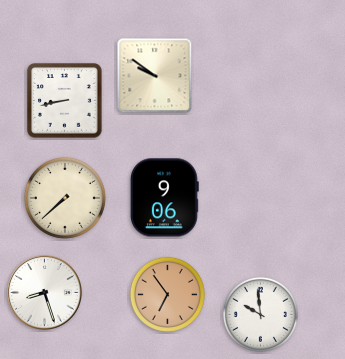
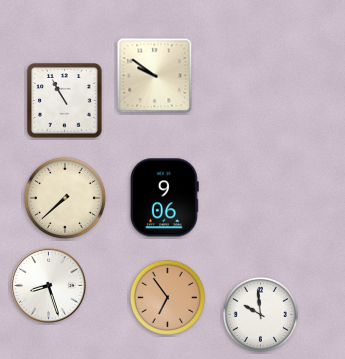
clock at (65, 101): 8:43 -> 10:55
clock at (45, 293) position: (45, 293) -> (49, 286)
clock at (167, 294) position: (167, 294) -> (167, 297)
